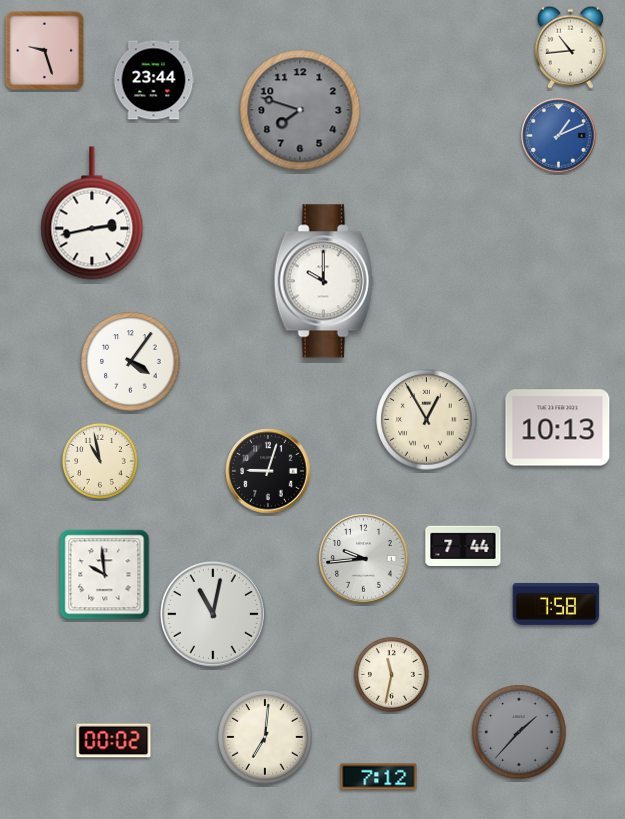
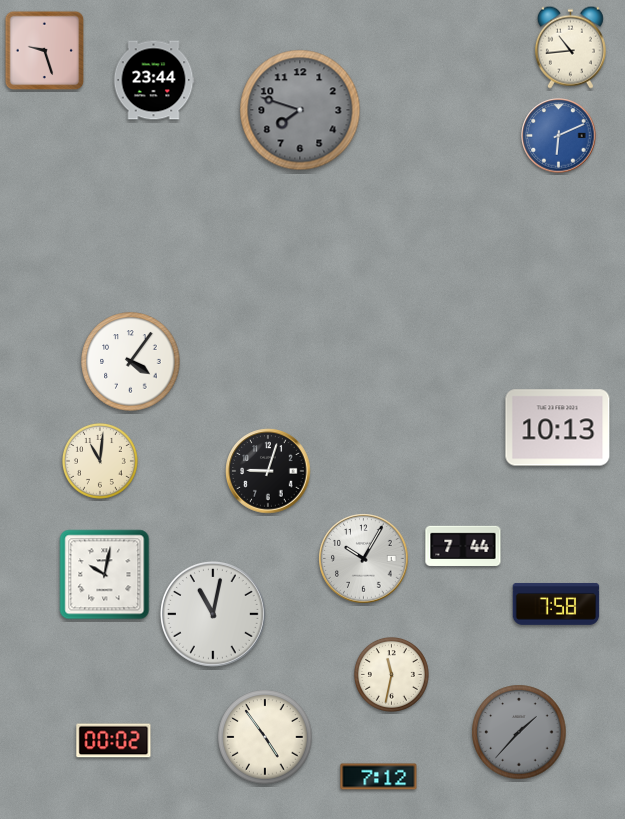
clock at (559, 136): 1:11 -> 6:11
clock at (92, 213): 2:43 -> none
clock at (324, 281): 10:00 -> none
clock at (427, 420): 12:55 -> none
clock at (100, 461): 10:58 -> 11:01
clock at (364, 559): 9:44 -> 10:05
clock at (105, 575): 9:59 -> 10:02
clock at (265, 737): 7:01 -> 4:54
